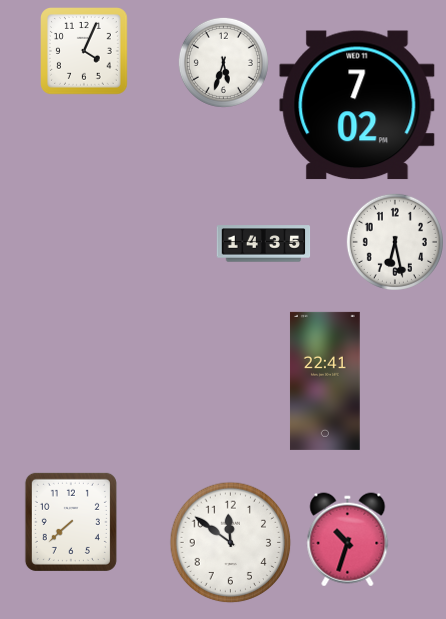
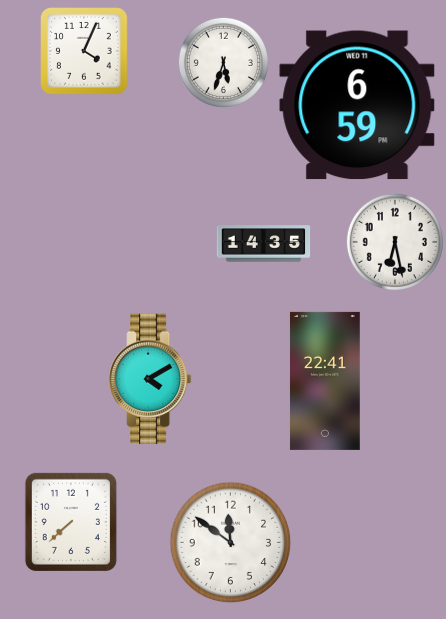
clock at (357, 105): 7:02 -> 6:59
clock at (150, 379): none -> 4:10
clock at (348, 540): 10:33 -> none
